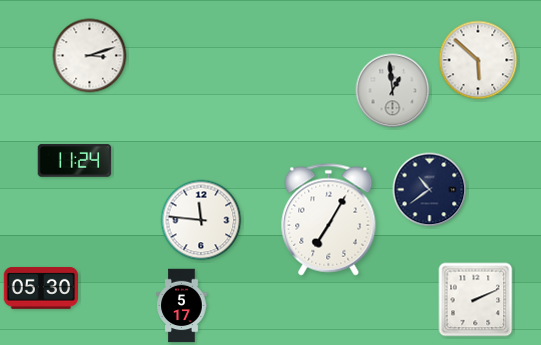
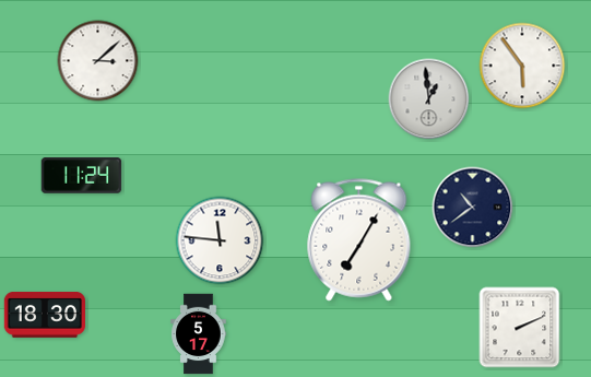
clock at (90, 56): 3:12 -> 3:08
clock at (478, 60): 5:52 -> 5:54
clock at (430, 190) position: (430, 190) -> (473, 208)
clock at (41, 289): 05:30 -> 18:30
